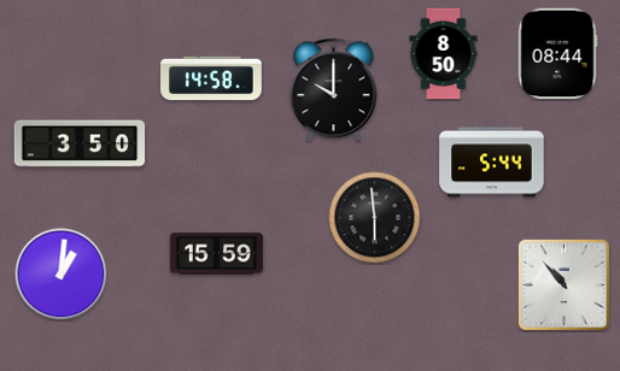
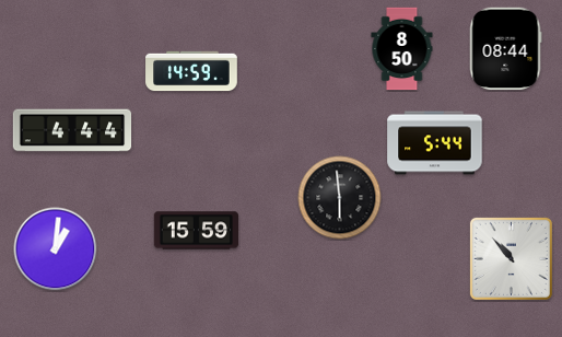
clock at (211, 78): 14:58 -> 14:59
clock at (334, 90): 10:00 -> none
clock at (80, 143): 3:50 -> 4:44
clock at (492, 163) position: (492, 163) -> (435, 143)
